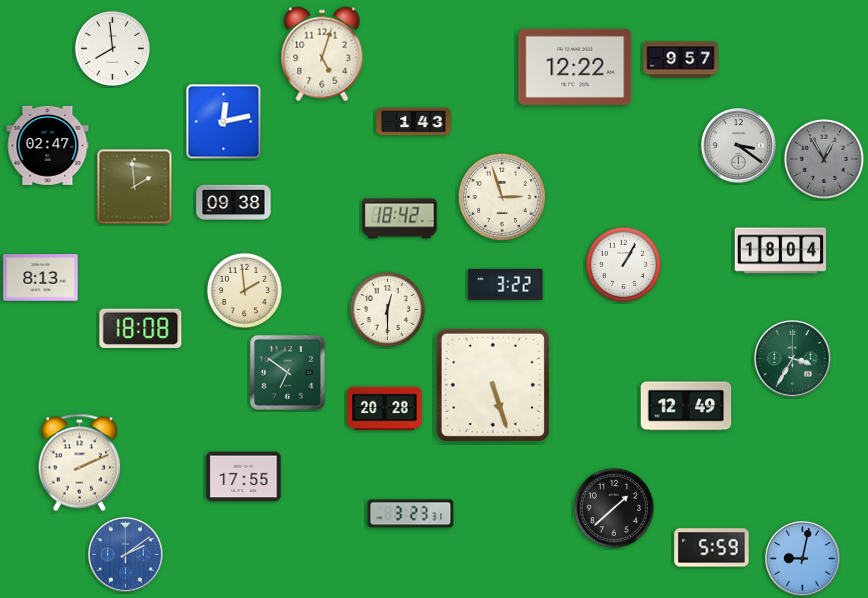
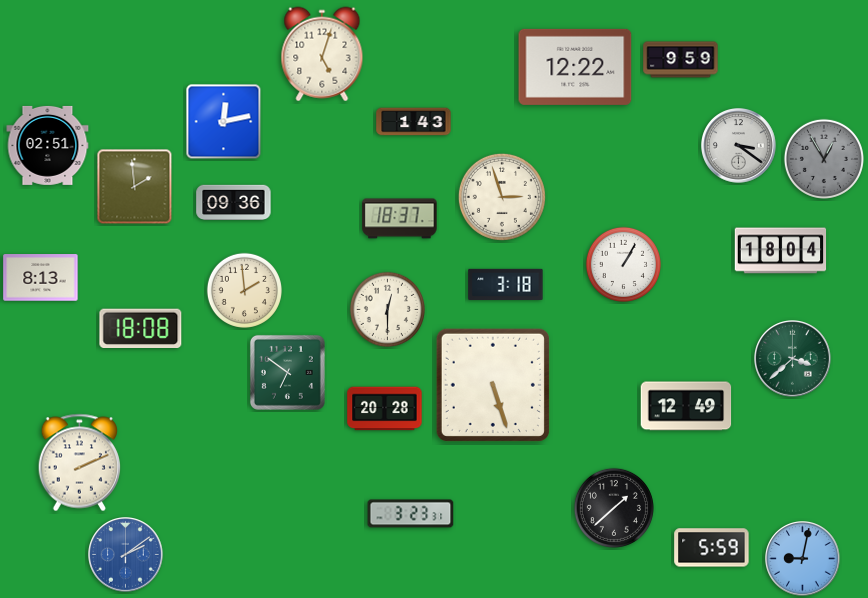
clock at (112, 48): 7:59 -> none
clock at (681, 60): 9:57 -> 9:59
clock at (48, 145): 02:47 -> 02:51
clock at (234, 202): 09:38 -> 09:36
clock at (400, 219): 18:42 -> 18:37
clock at (506, 284): 3:22 -> 3:18
clock at (793, 359): 3:35 -> 3:38
clock at (244, 477): 17:55 -> none
